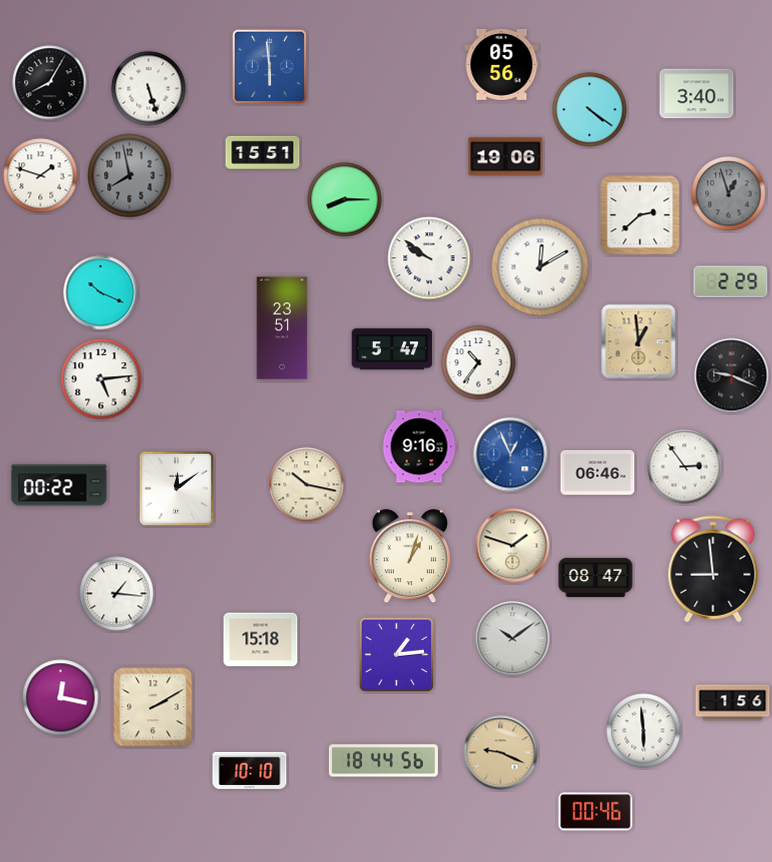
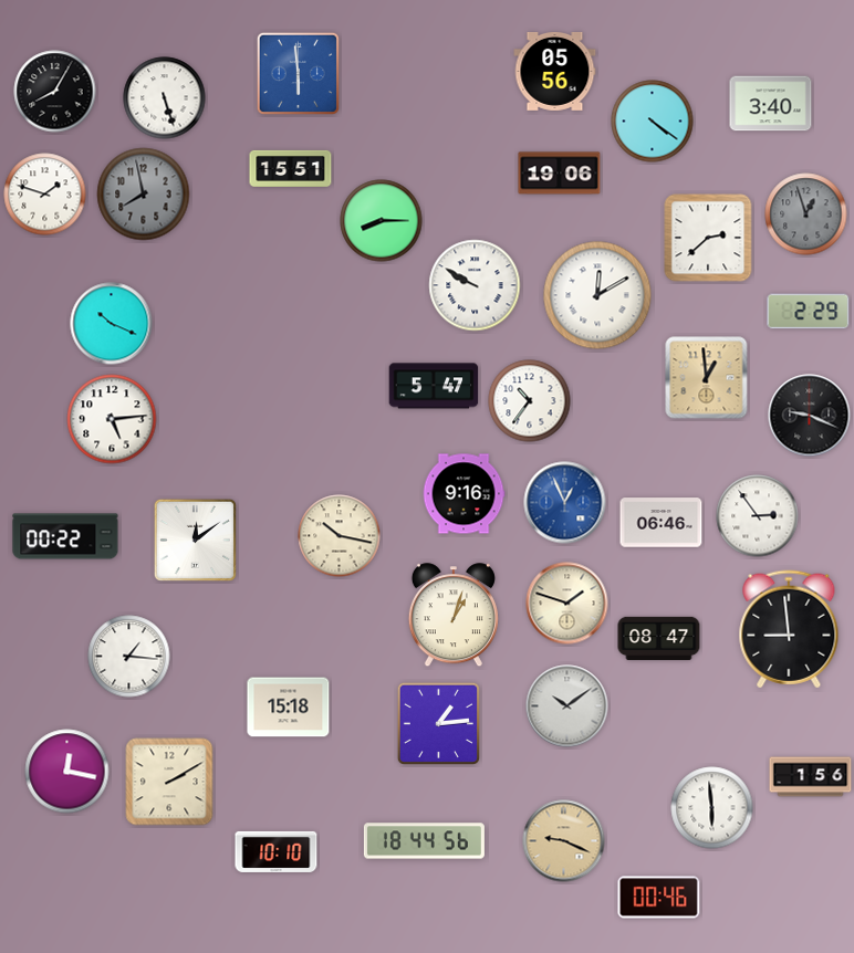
clock at (429, 258): 9:51 -> 9:50
clock at (282, 328): 23:51 -> none
clock at (501, 753) position: (501, 753) -> (564, 841)
